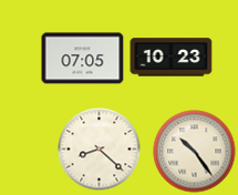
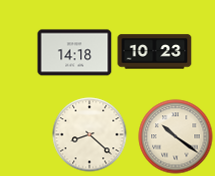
clock at (83, 59): 07:05 -> 14:18
clock at (195, 152): 10:24 -> 10:21
